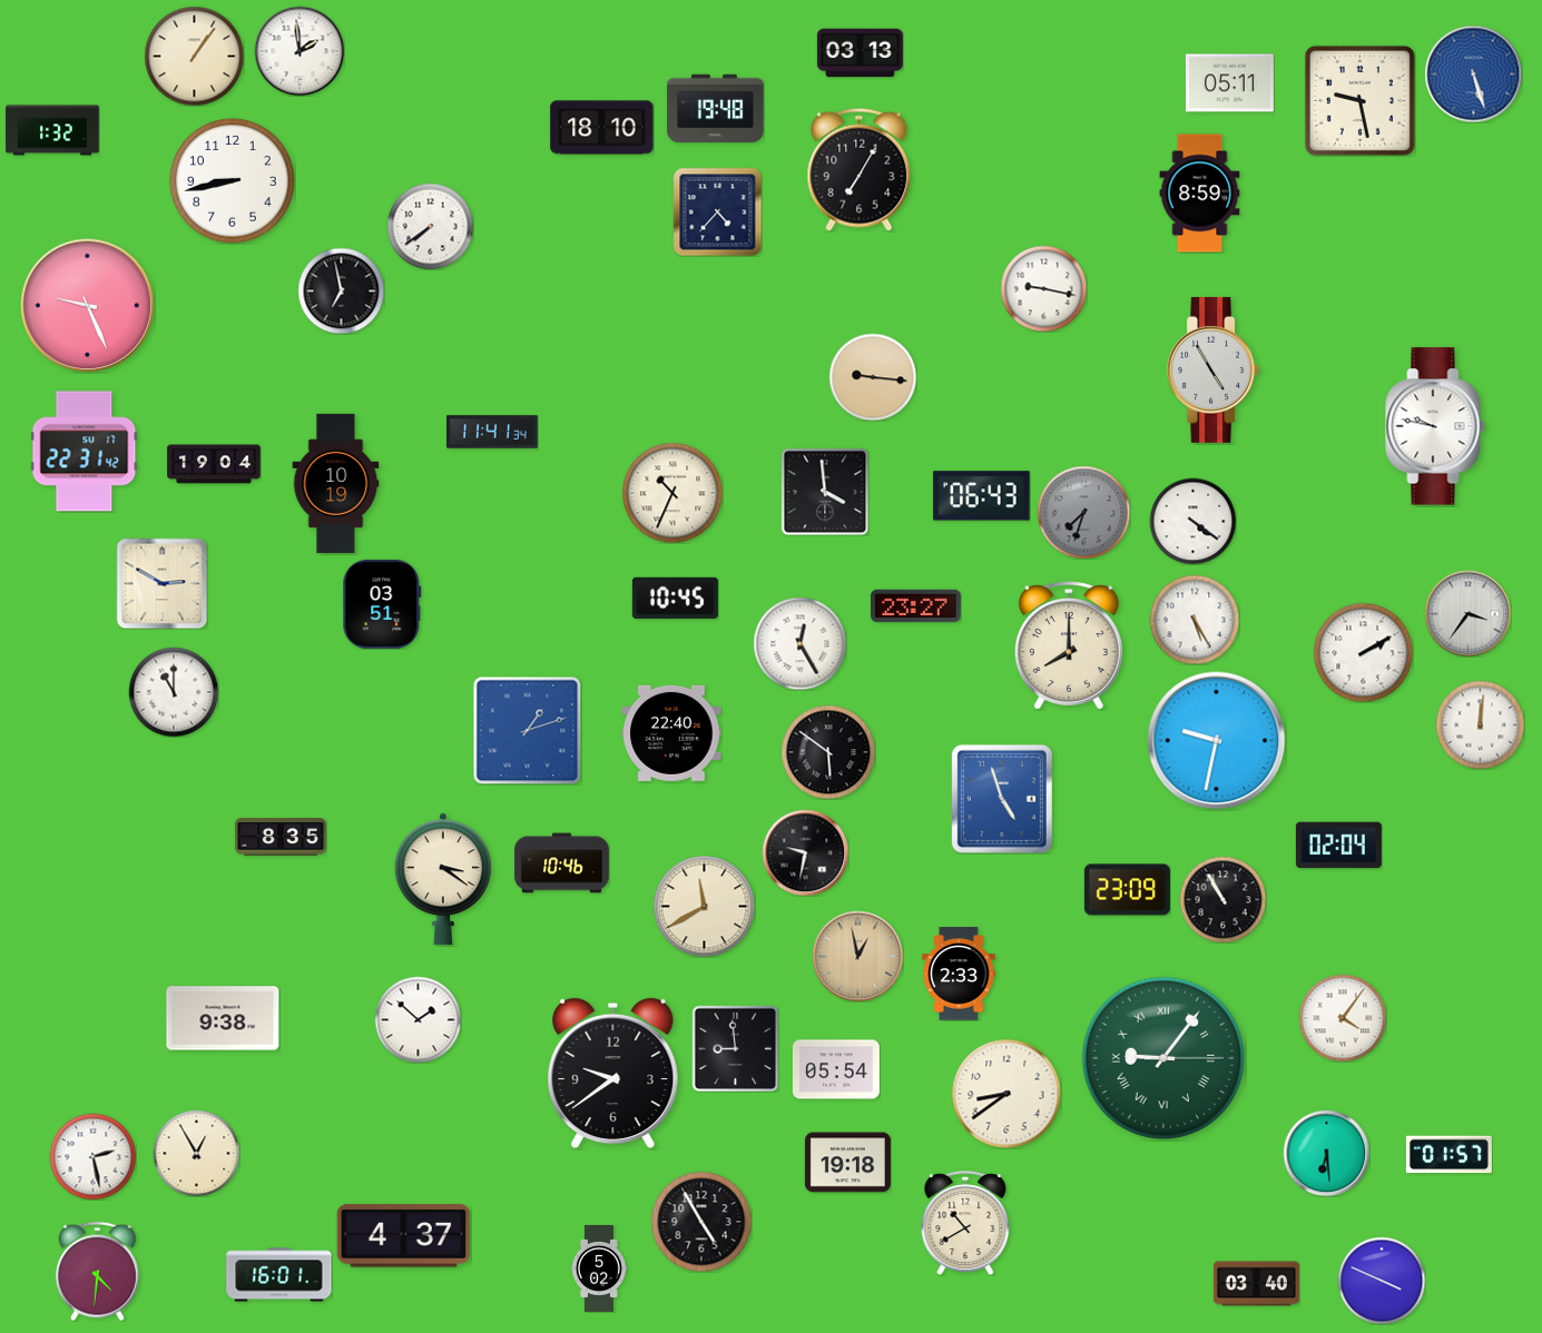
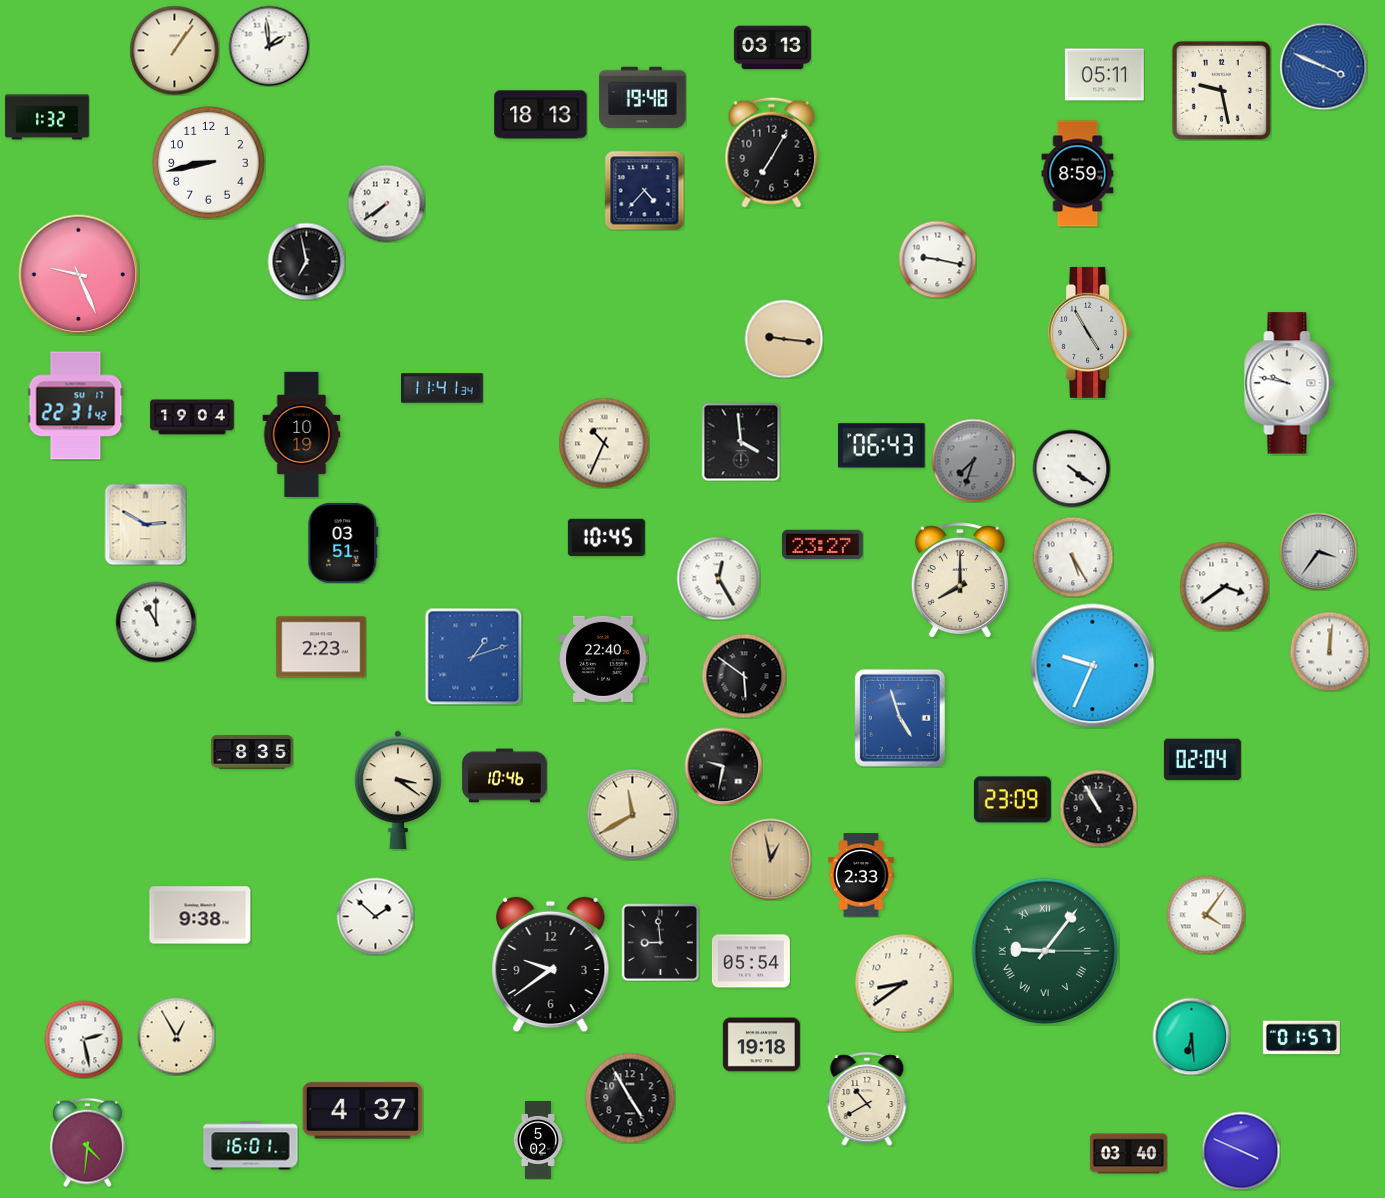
clock at (1473, 73): 5:27 -> 3:49
clock at (602, 128): 18:10 -> 18:13
clock at (1363, 652): 2:10 -> 3:39
clock at (321, 647): none -> 2:23
clock at (1217, 741): 9:32 -> 9:34
